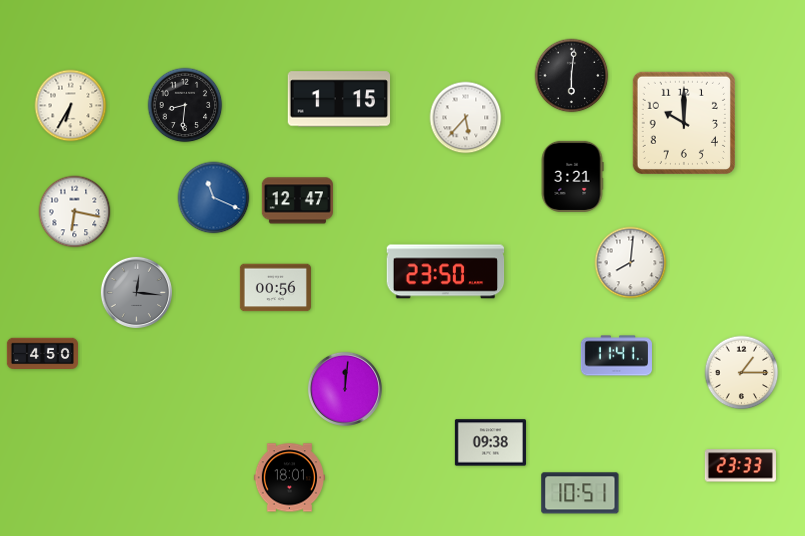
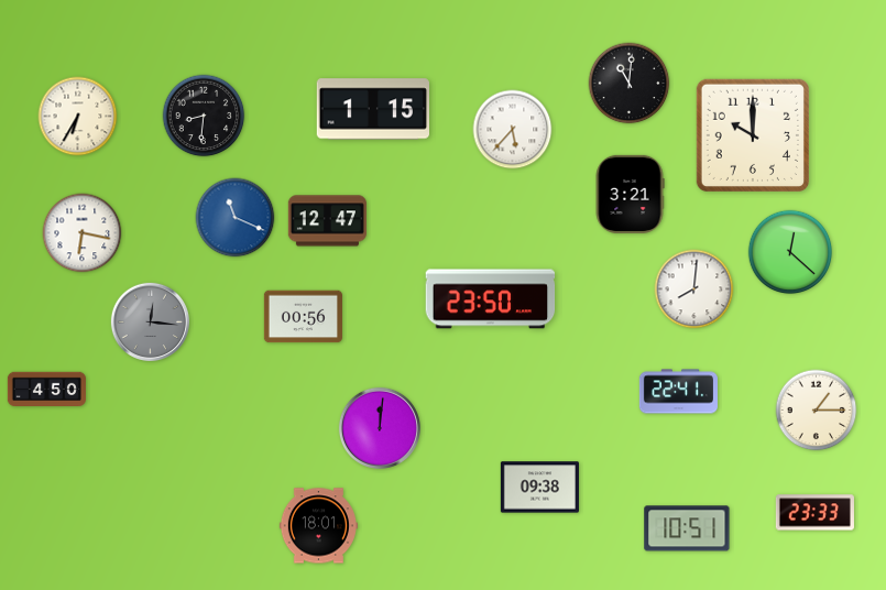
clock at (572, 76): 6:01 -> 11:01
clock at (790, 252): none -> 12:22
clock at (616, 356): 11:41 -> 22:41
clock at (580, 493) position: (580, 493) -> (687, 528)
